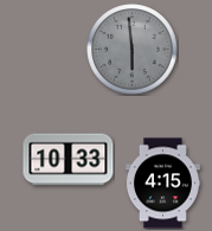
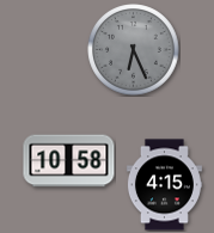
clock at (133, 50): 5:59 -> 6:26
clock at (69, 160): 10:33 -> 10:58
